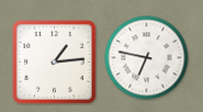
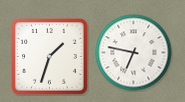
clock at (55, 63): 1:14 -> 1:33
